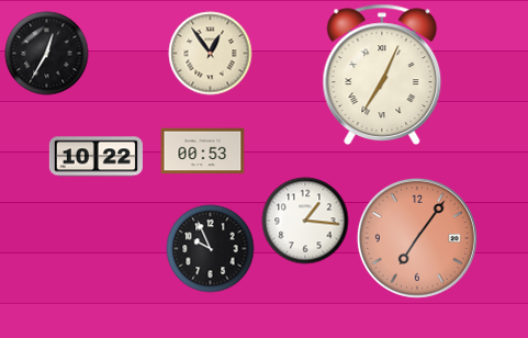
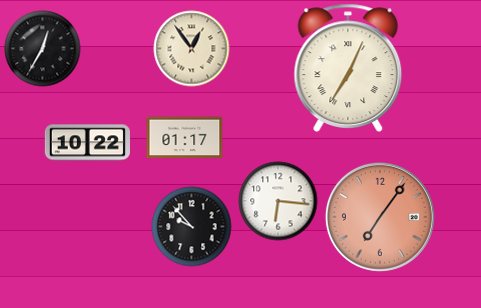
clock at (203, 151): 00:53 -> 01:17
clock at (305, 221): 1:16 -> 6:16
clock at (211, 249): 9:56 -> 9:53
